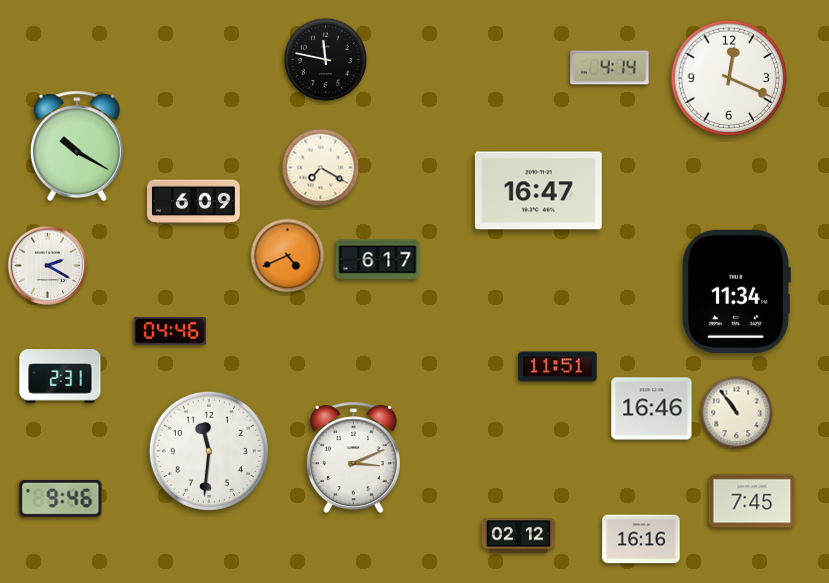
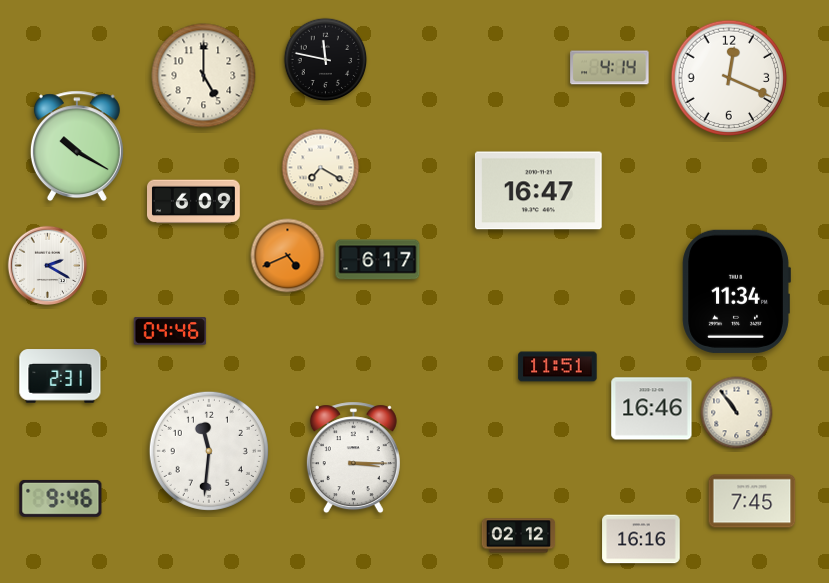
clock at (204, 76): none -> 5:00
clock at (353, 458): 3:11 -> 3:15
